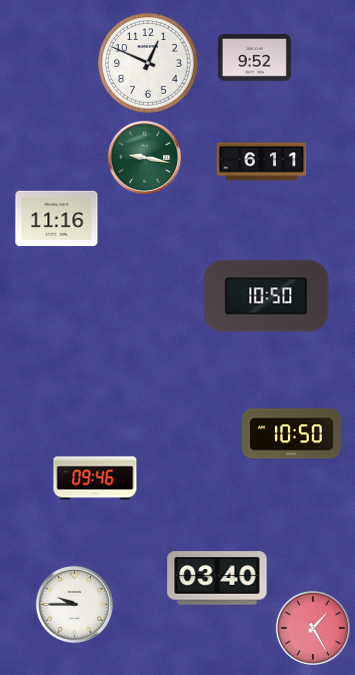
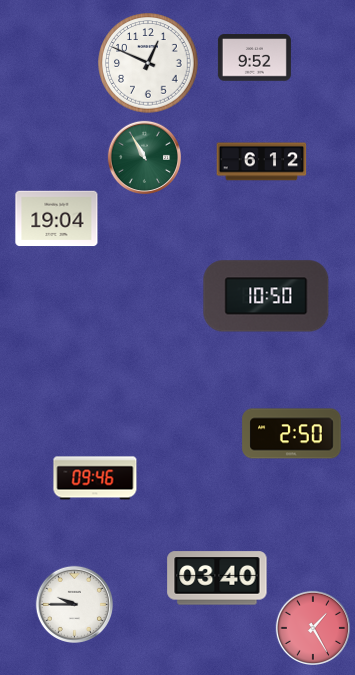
clock at (144, 157): 9:17 -> 10:55
clock at (262, 162): 6:11 -> 6:12
clock at (57, 219): 11:16 -> 19:04
clock at (292, 434): 10:50 -> 2:50
